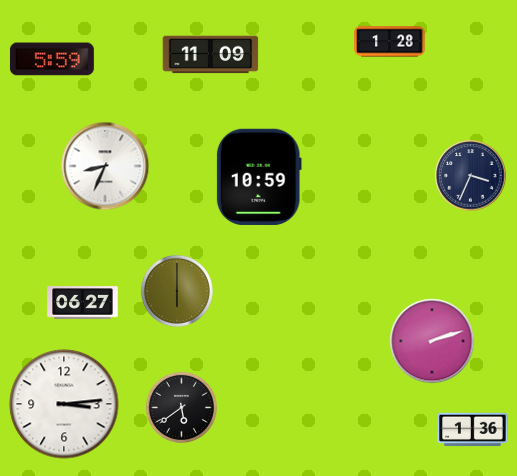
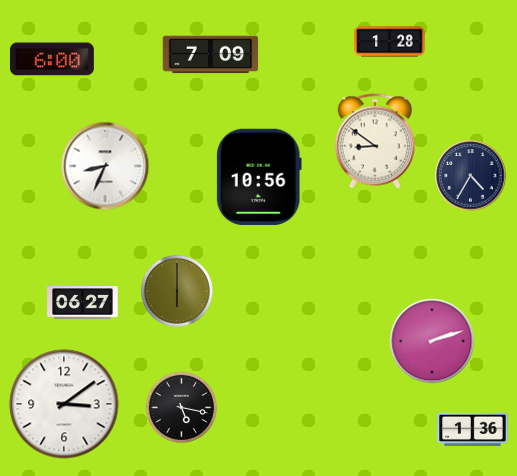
clock at (211, 55): 11:09 -> 7:09
clock at (52, 59): 5:59 -> 6:00
clock at (374, 141): none -> 8:51
clock at (259, 176): 10:59 -> 10:56
clock at (471, 176): 3:34 -> 4:35
clock at (64, 404): 3:14 -> 3:09
clock at (181, 407): 5:39 -> 5:17
